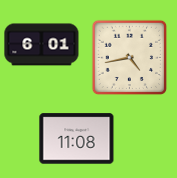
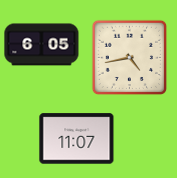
clock at (42, 45): 6:01 -> 6:05
clock at (77, 139): 11:08 -> 11:07
